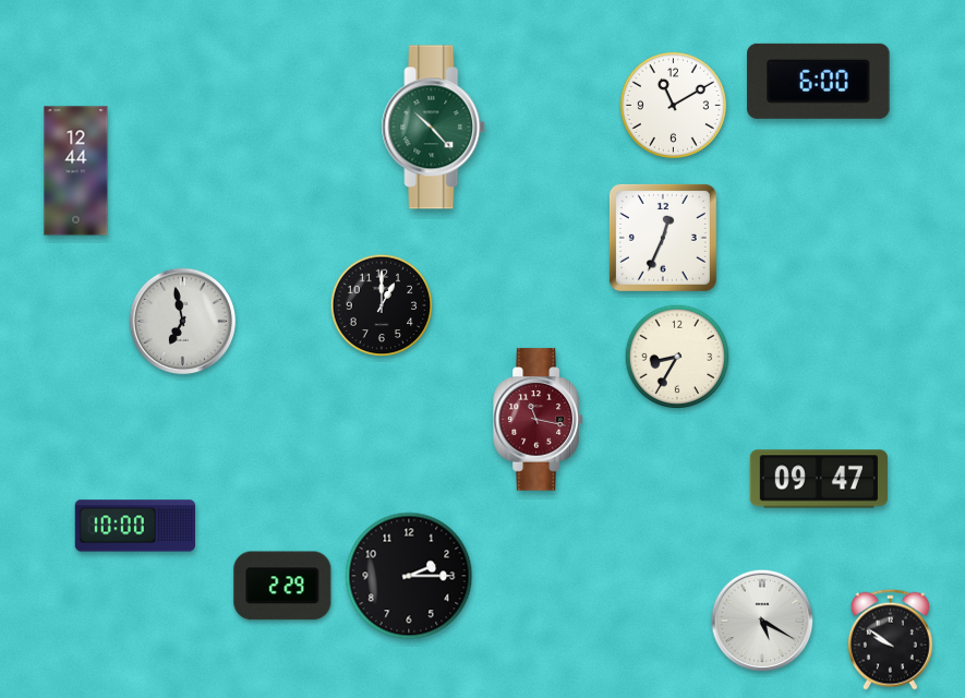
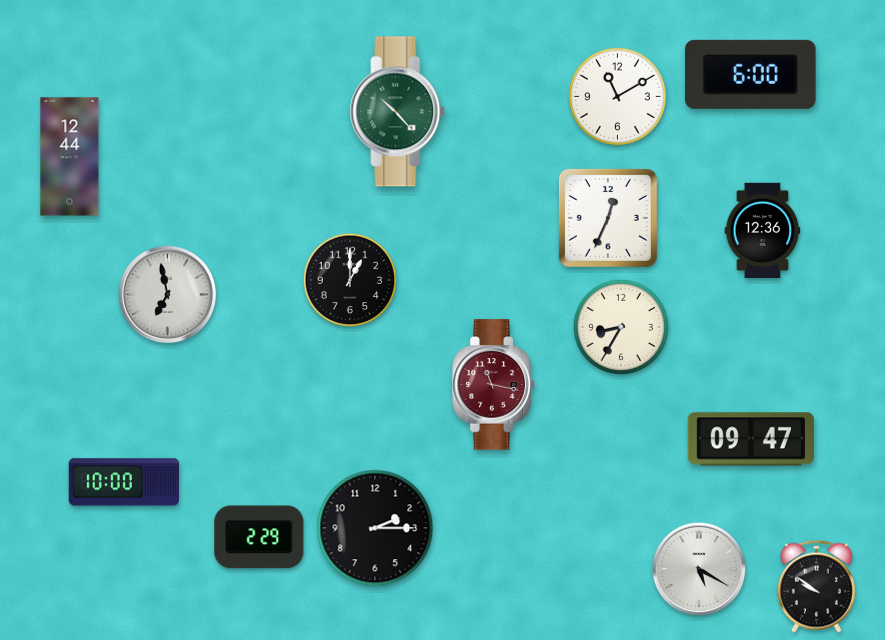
clock at (434, 128) position: (434, 128) -> (398, 112)
clock at (763, 231): none -> 12:36
